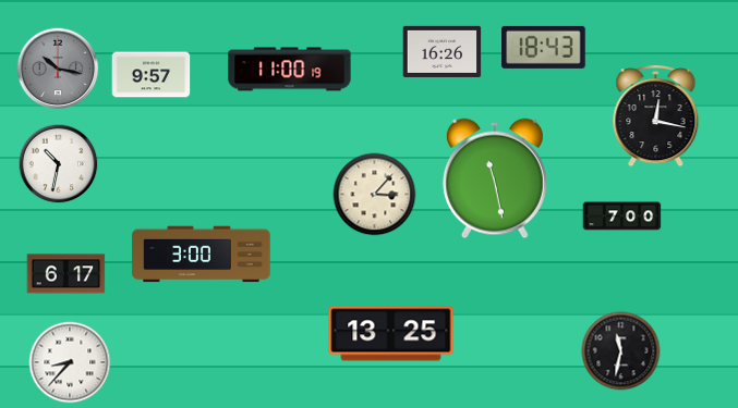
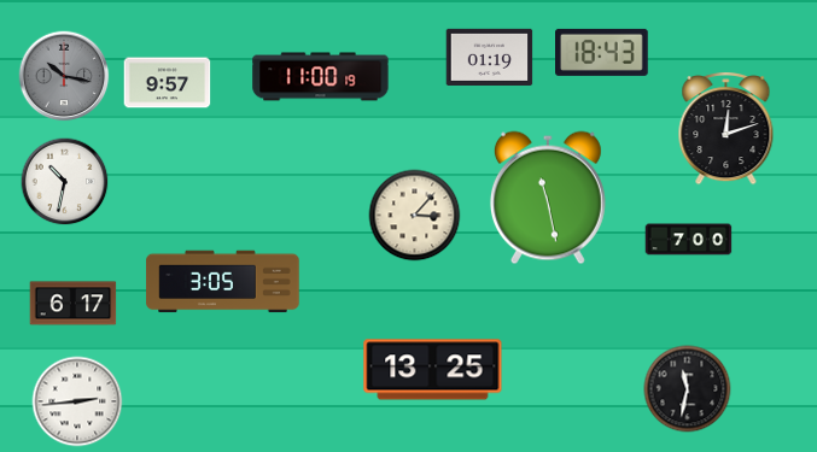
clock at (443, 51): 16:26 -> 01:19
clock at (656, 116): 12:17 -> 12:12
clock at (202, 255): 3:00 -> 3:05
clock at (70, 362): 8:37 -> 2:44
